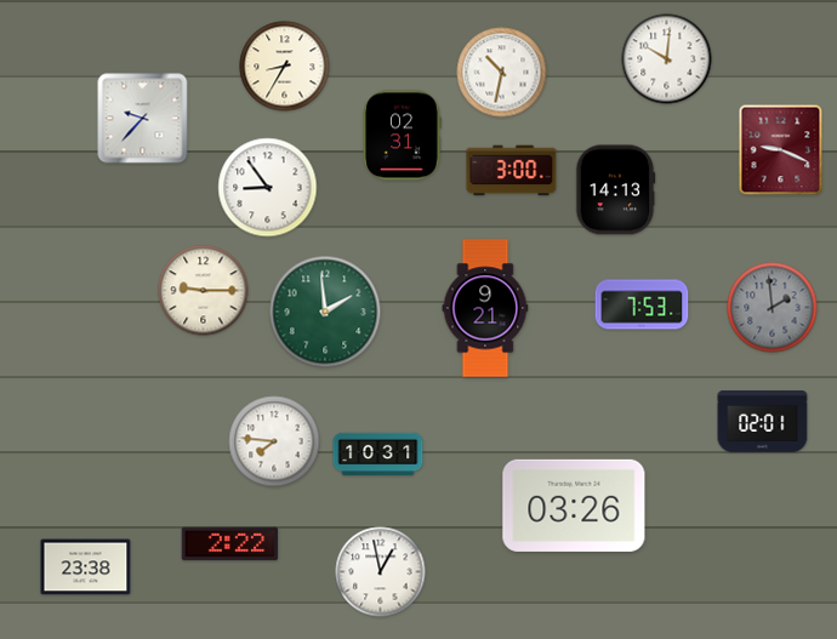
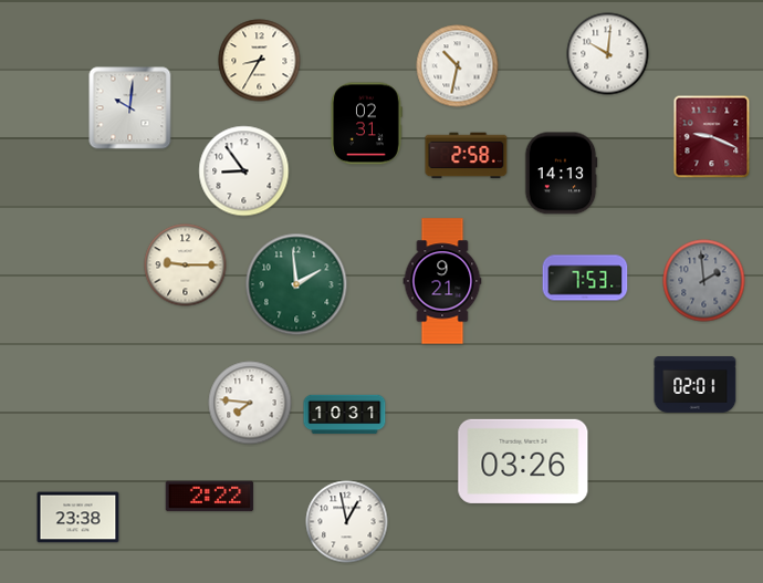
clock at (143, 119): 9:37 -> 10:01
clock at (512, 171): 3:00 -> 2:58
